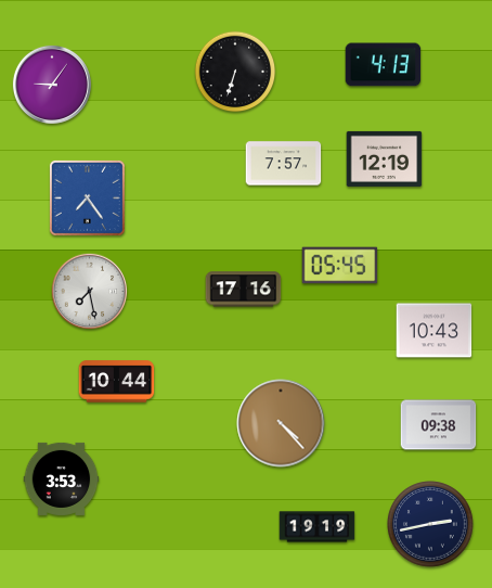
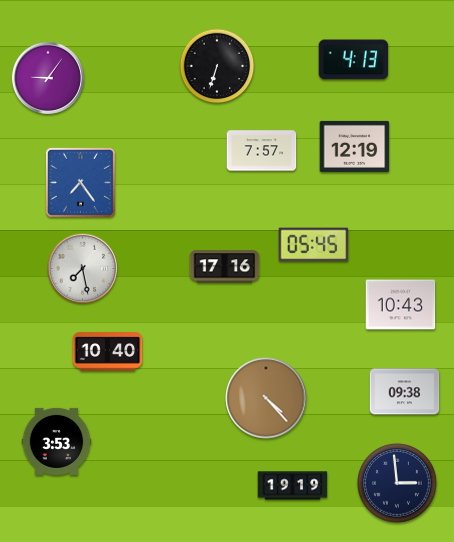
clock at (117, 382): 10:44 -> 10:40
clock at (281, 423) position: (281, 423) -> (266, 398)
clock at (431, 525): 2:43 -> 2:59
